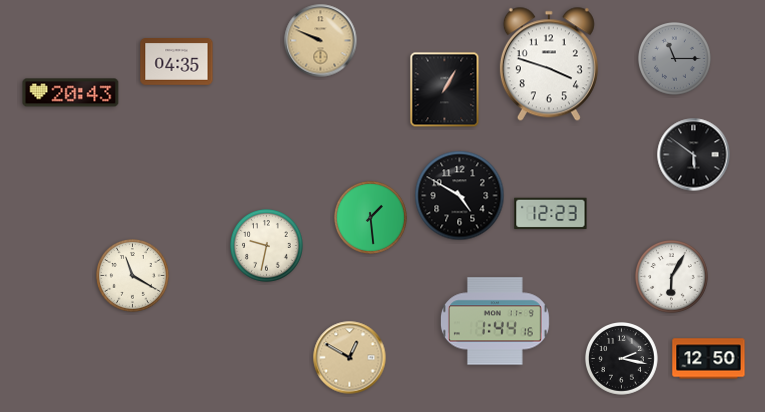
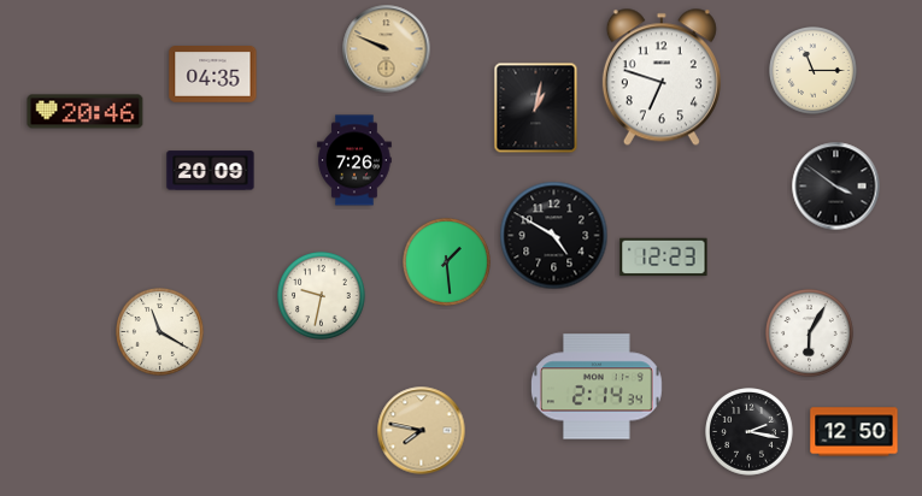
clock at (675, 59) dial: grey -> cream
clock at (549, 64): 3:48 -> 6:48
clock at (445, 90): 1:05 -> 1:02
clock at (71, 93): 20:43 -> 20:46
clock at (354, 160): none -> 7:26
clock at (211, 171): none -> 20:09
clock at (694, 155): 5:51 -> 3:51
clock at (495, 321): 1:44 -> 2:14
clock at (350, 358): 12:50 -> 7:47
